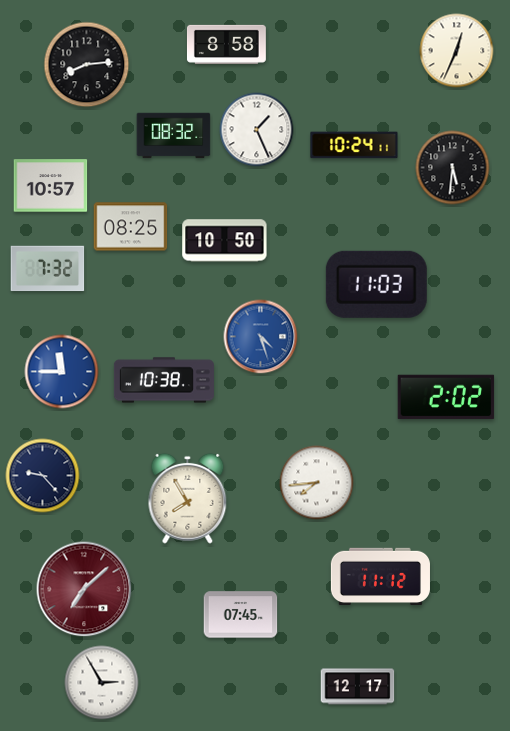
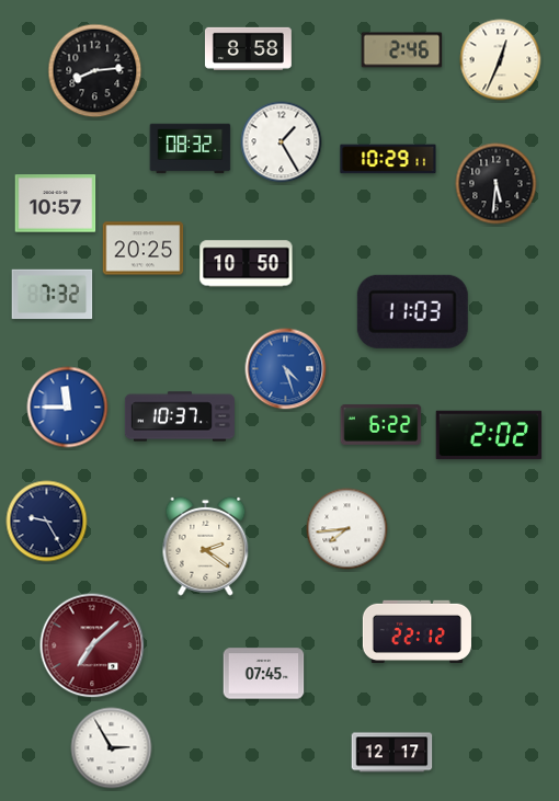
clock at (402, 50): none -> 2:46
clock at (457, 51) position: (457, 51) -> (501, 60)
clock at (257, 130): 1:26 -> 1:25
clock at (354, 145): 10:24 -> 10:29
clock at (131, 227): 08:25 -> 20:25
clock at (164, 380): 10:38 -> 10:37
clock at (381, 425): none -> 6:22
clock at (43, 476): 9:23 -> 9:25
clock at (188, 498): 7:55 -> 2:21
clock at (380, 577): 11:12 -> 22:12
